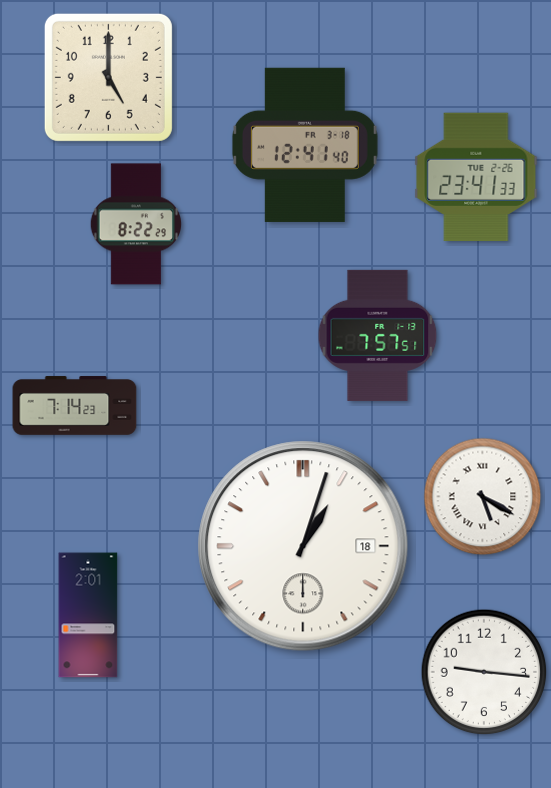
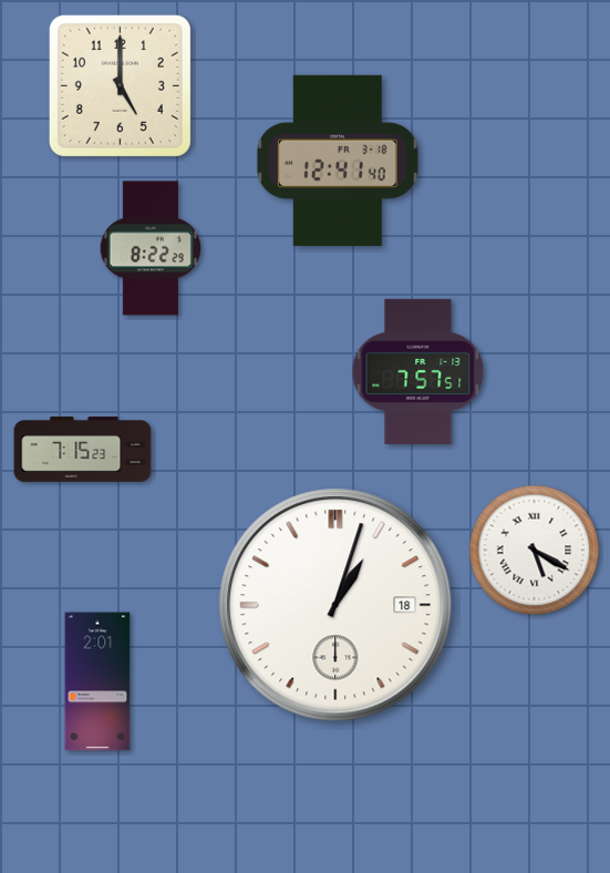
clock at (476, 177): 23:41 -> none
clock at (75, 406): 7:14 -> 7:15
clock at (484, 672): 9:16 -> none
